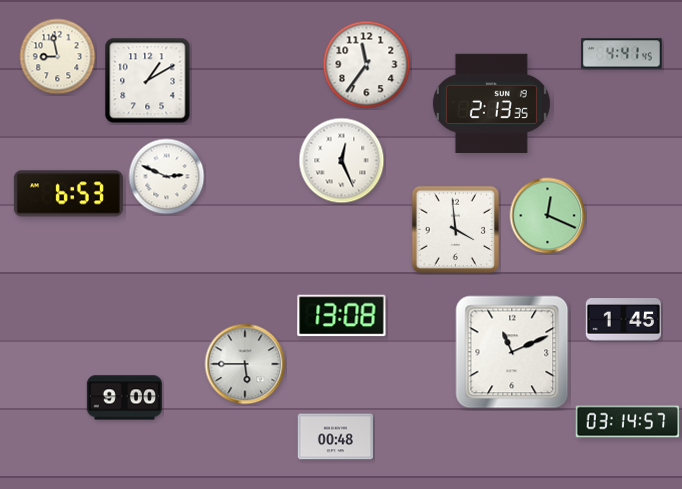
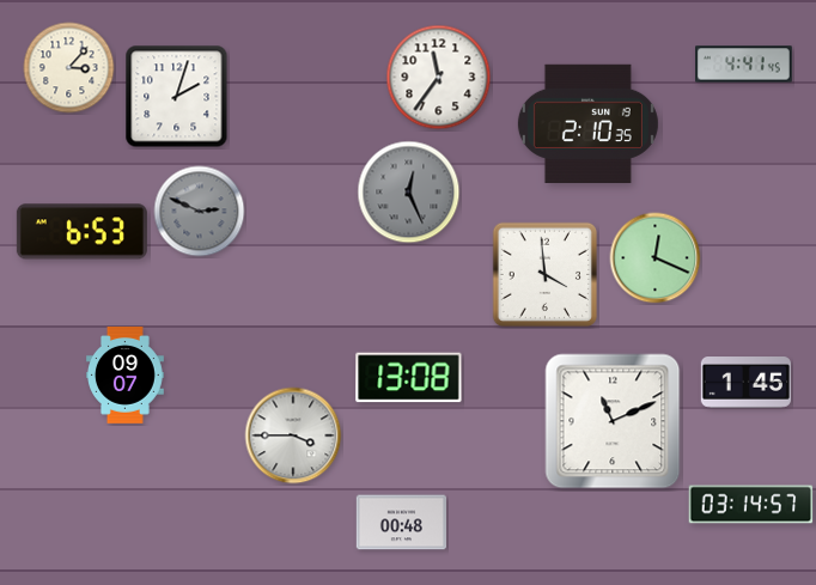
clock at (58, 57): 8:58 -> 3:07
clock at (148, 81): 1:10 -> 2:03
clock at (491, 103): 2:13 -> 2:10
clock at (342, 161) dial: white -> grey
clock at (167, 177) dial: white -> grey
clock at (126, 376): none -> 09:07
clock at (245, 364): 5:45 -> 3:45
clock at (124, 398): 9:00 -> none
